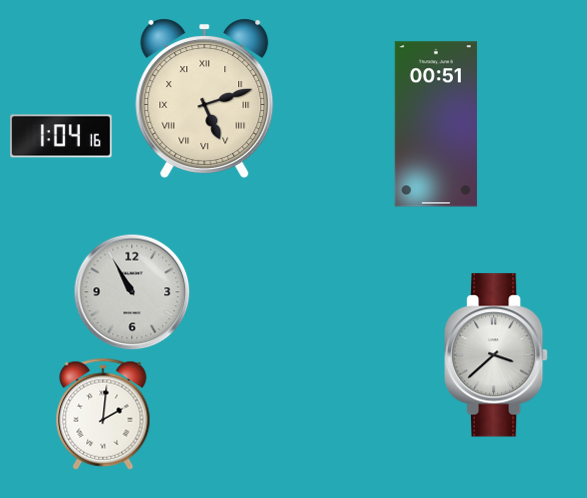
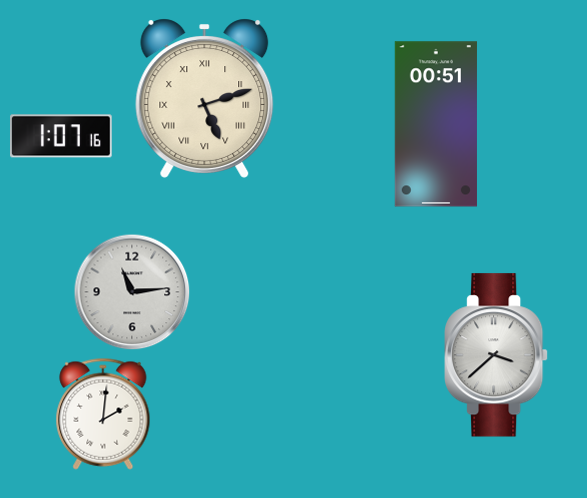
clock at (62, 136): 1:04 -> 1:07
clock at (132, 292): 10:55 -> 11:14
